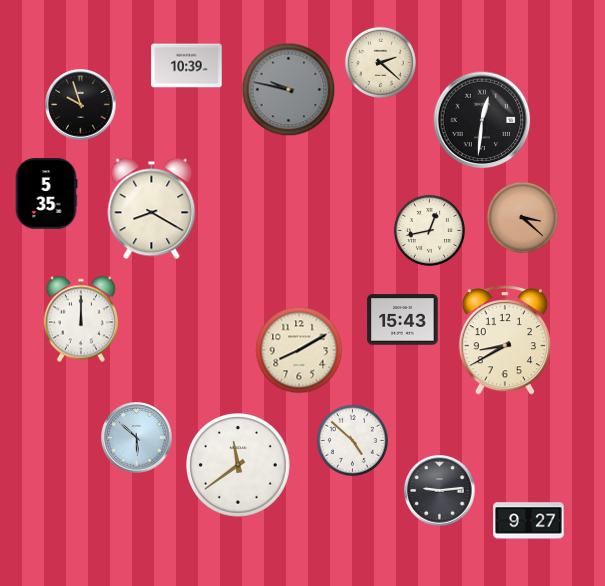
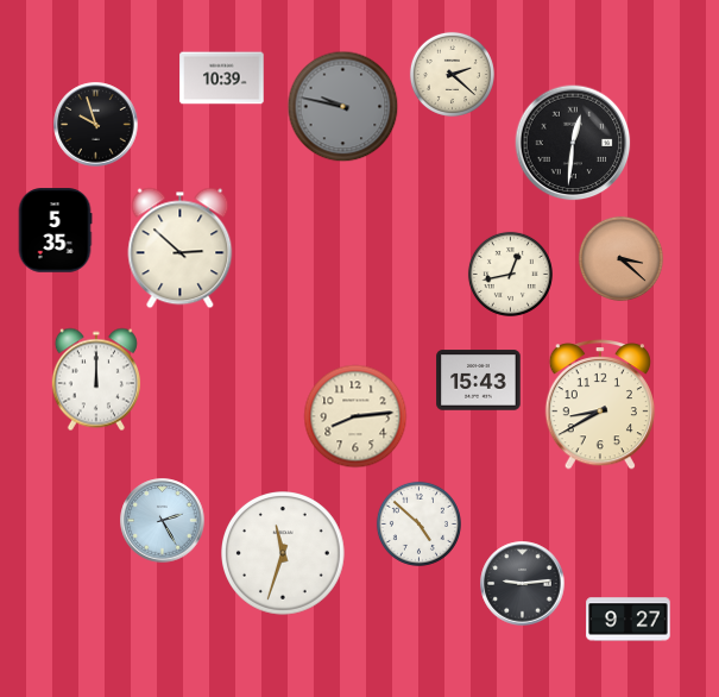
clock at (152, 209): 8:20 -> 2:52
clock at (299, 350): 8:10 -> 8:14
clock at (137, 438): 5:52 -> 2:25
clock at (239, 466): 11:39 -> 11:33
